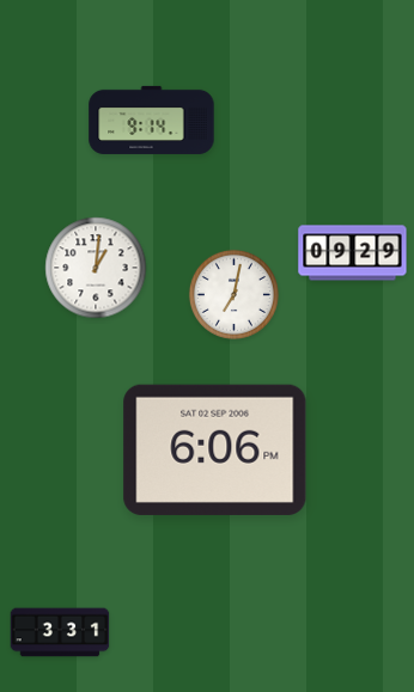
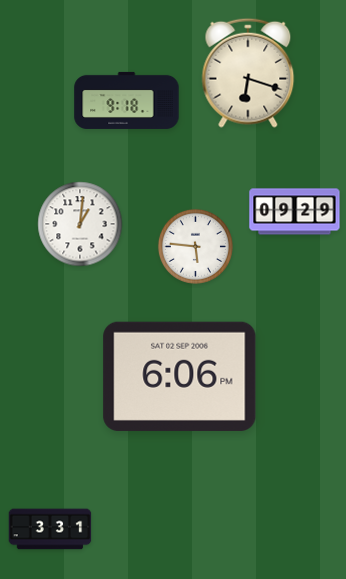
clock at (248, 73): none -> 6:18
clock at (152, 120): 9:14 -> 9:18
clock at (233, 294): 7:02 -> 5:46
